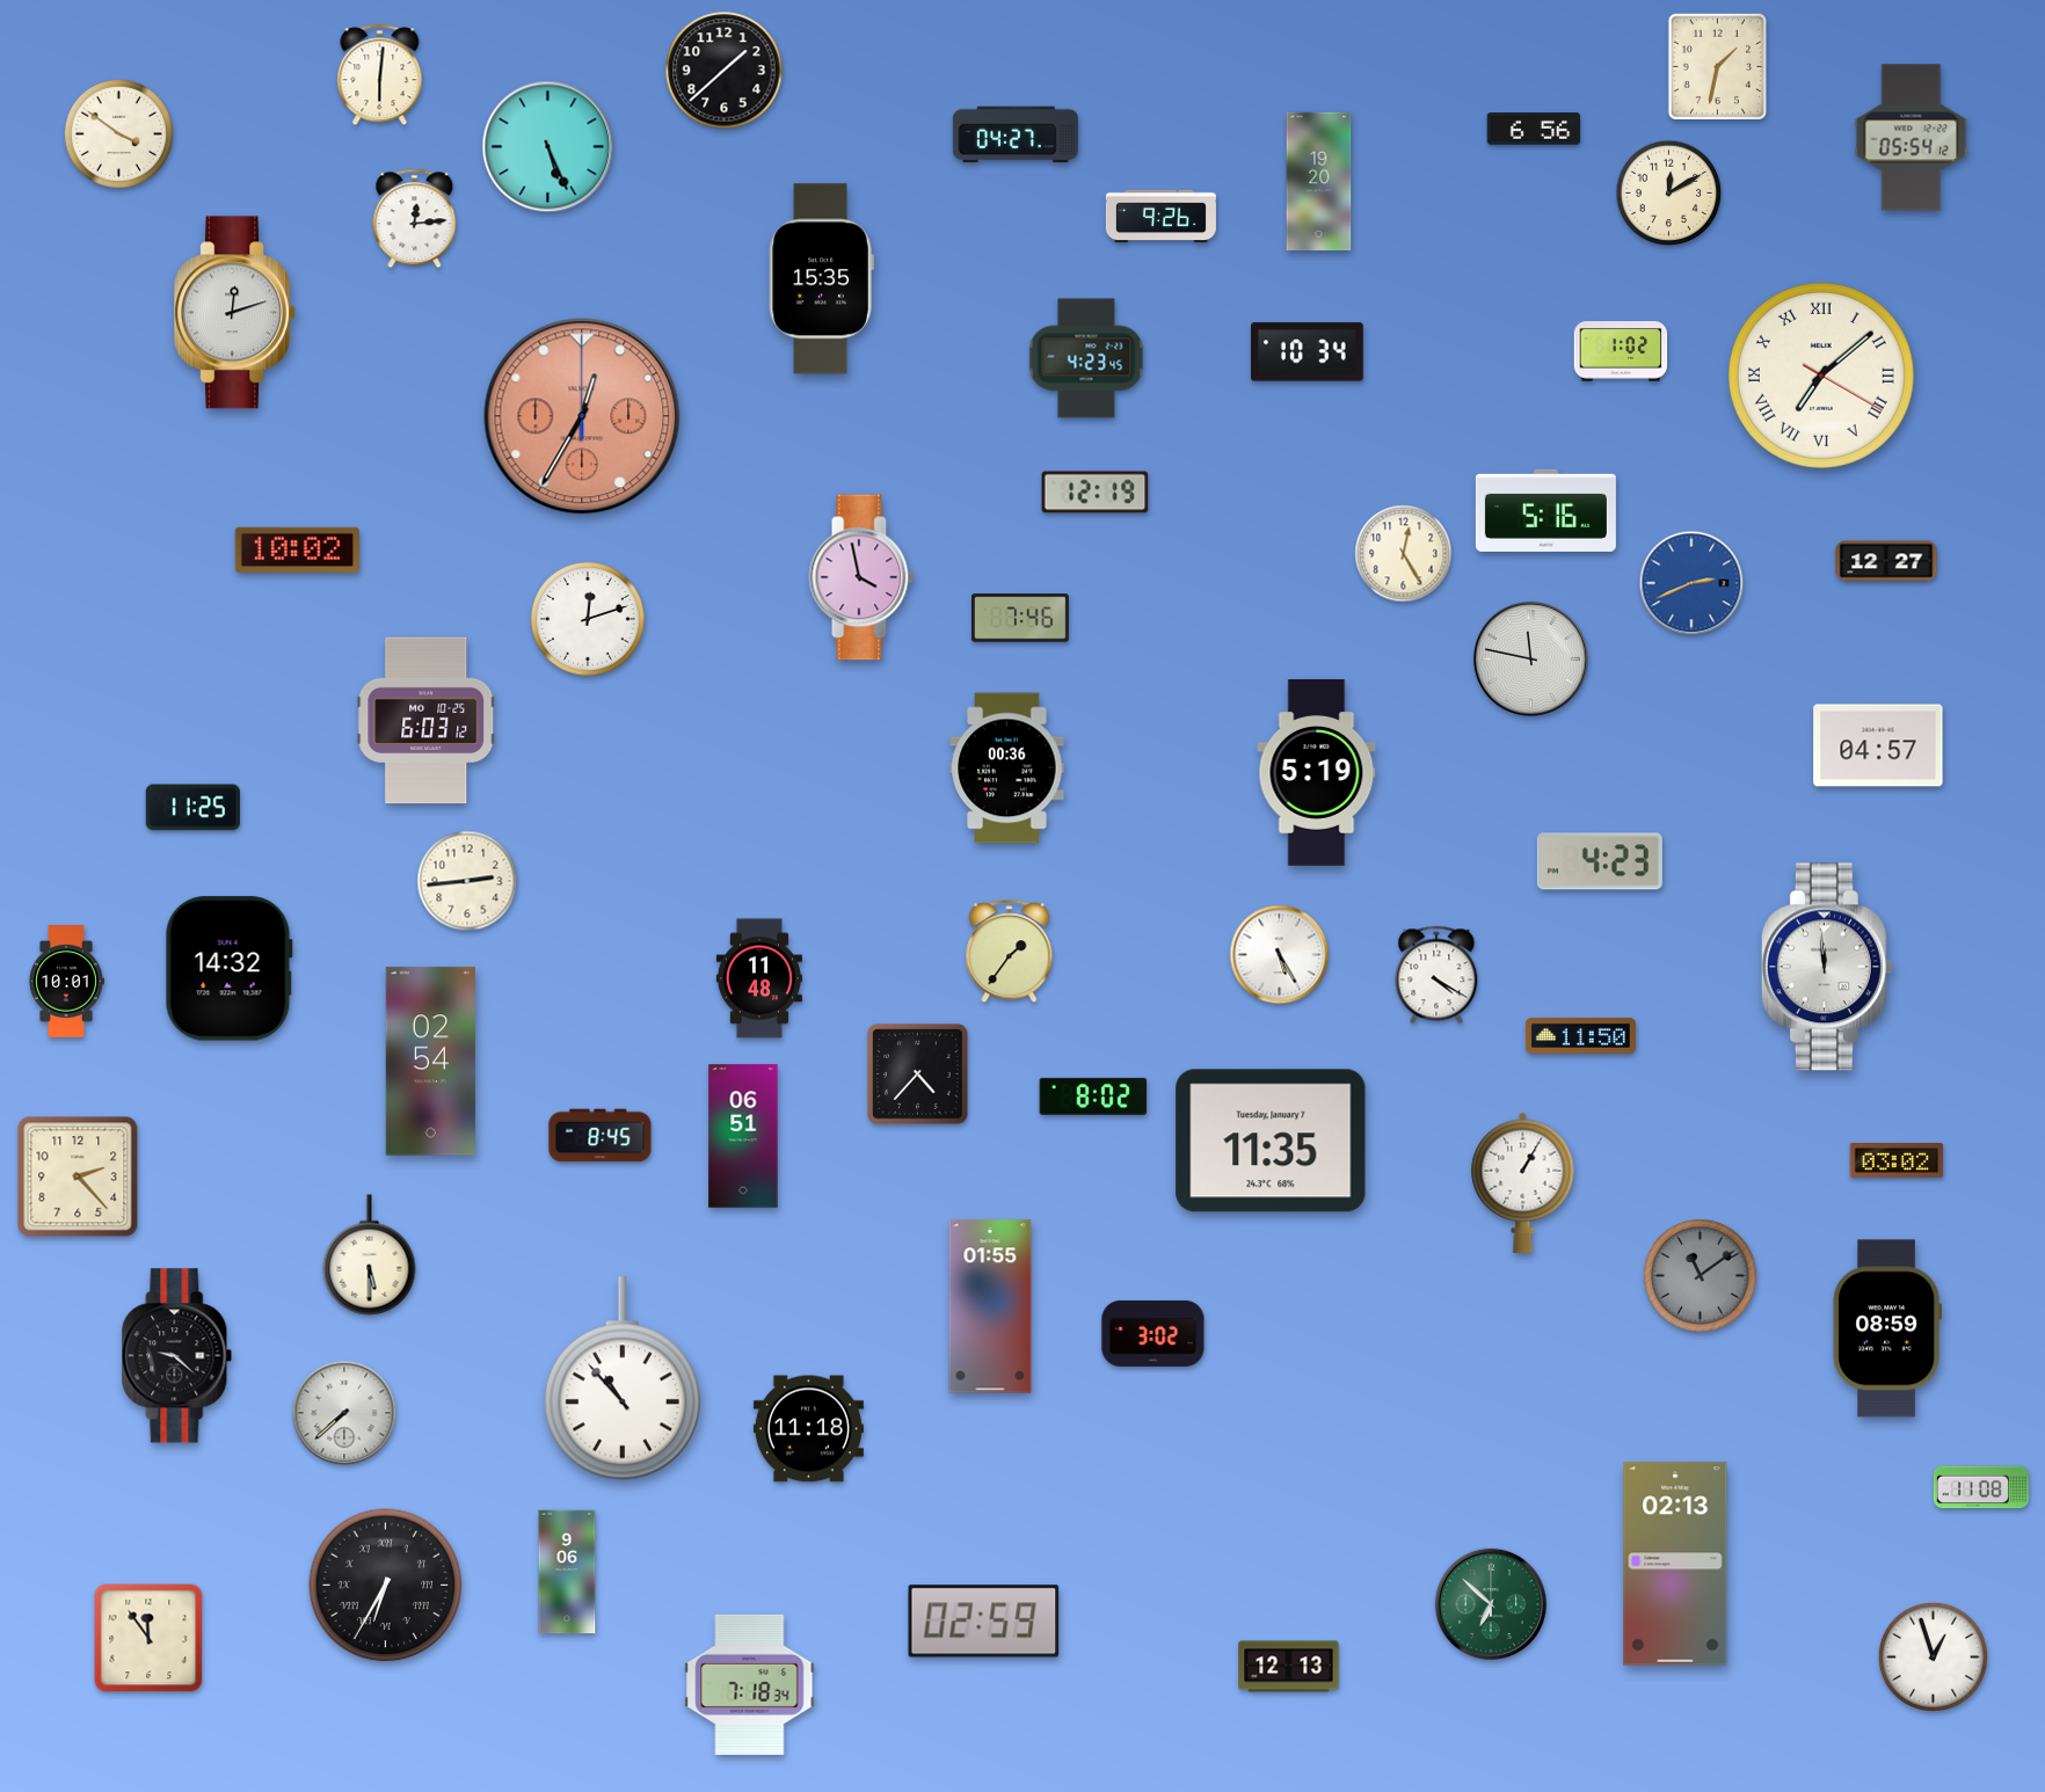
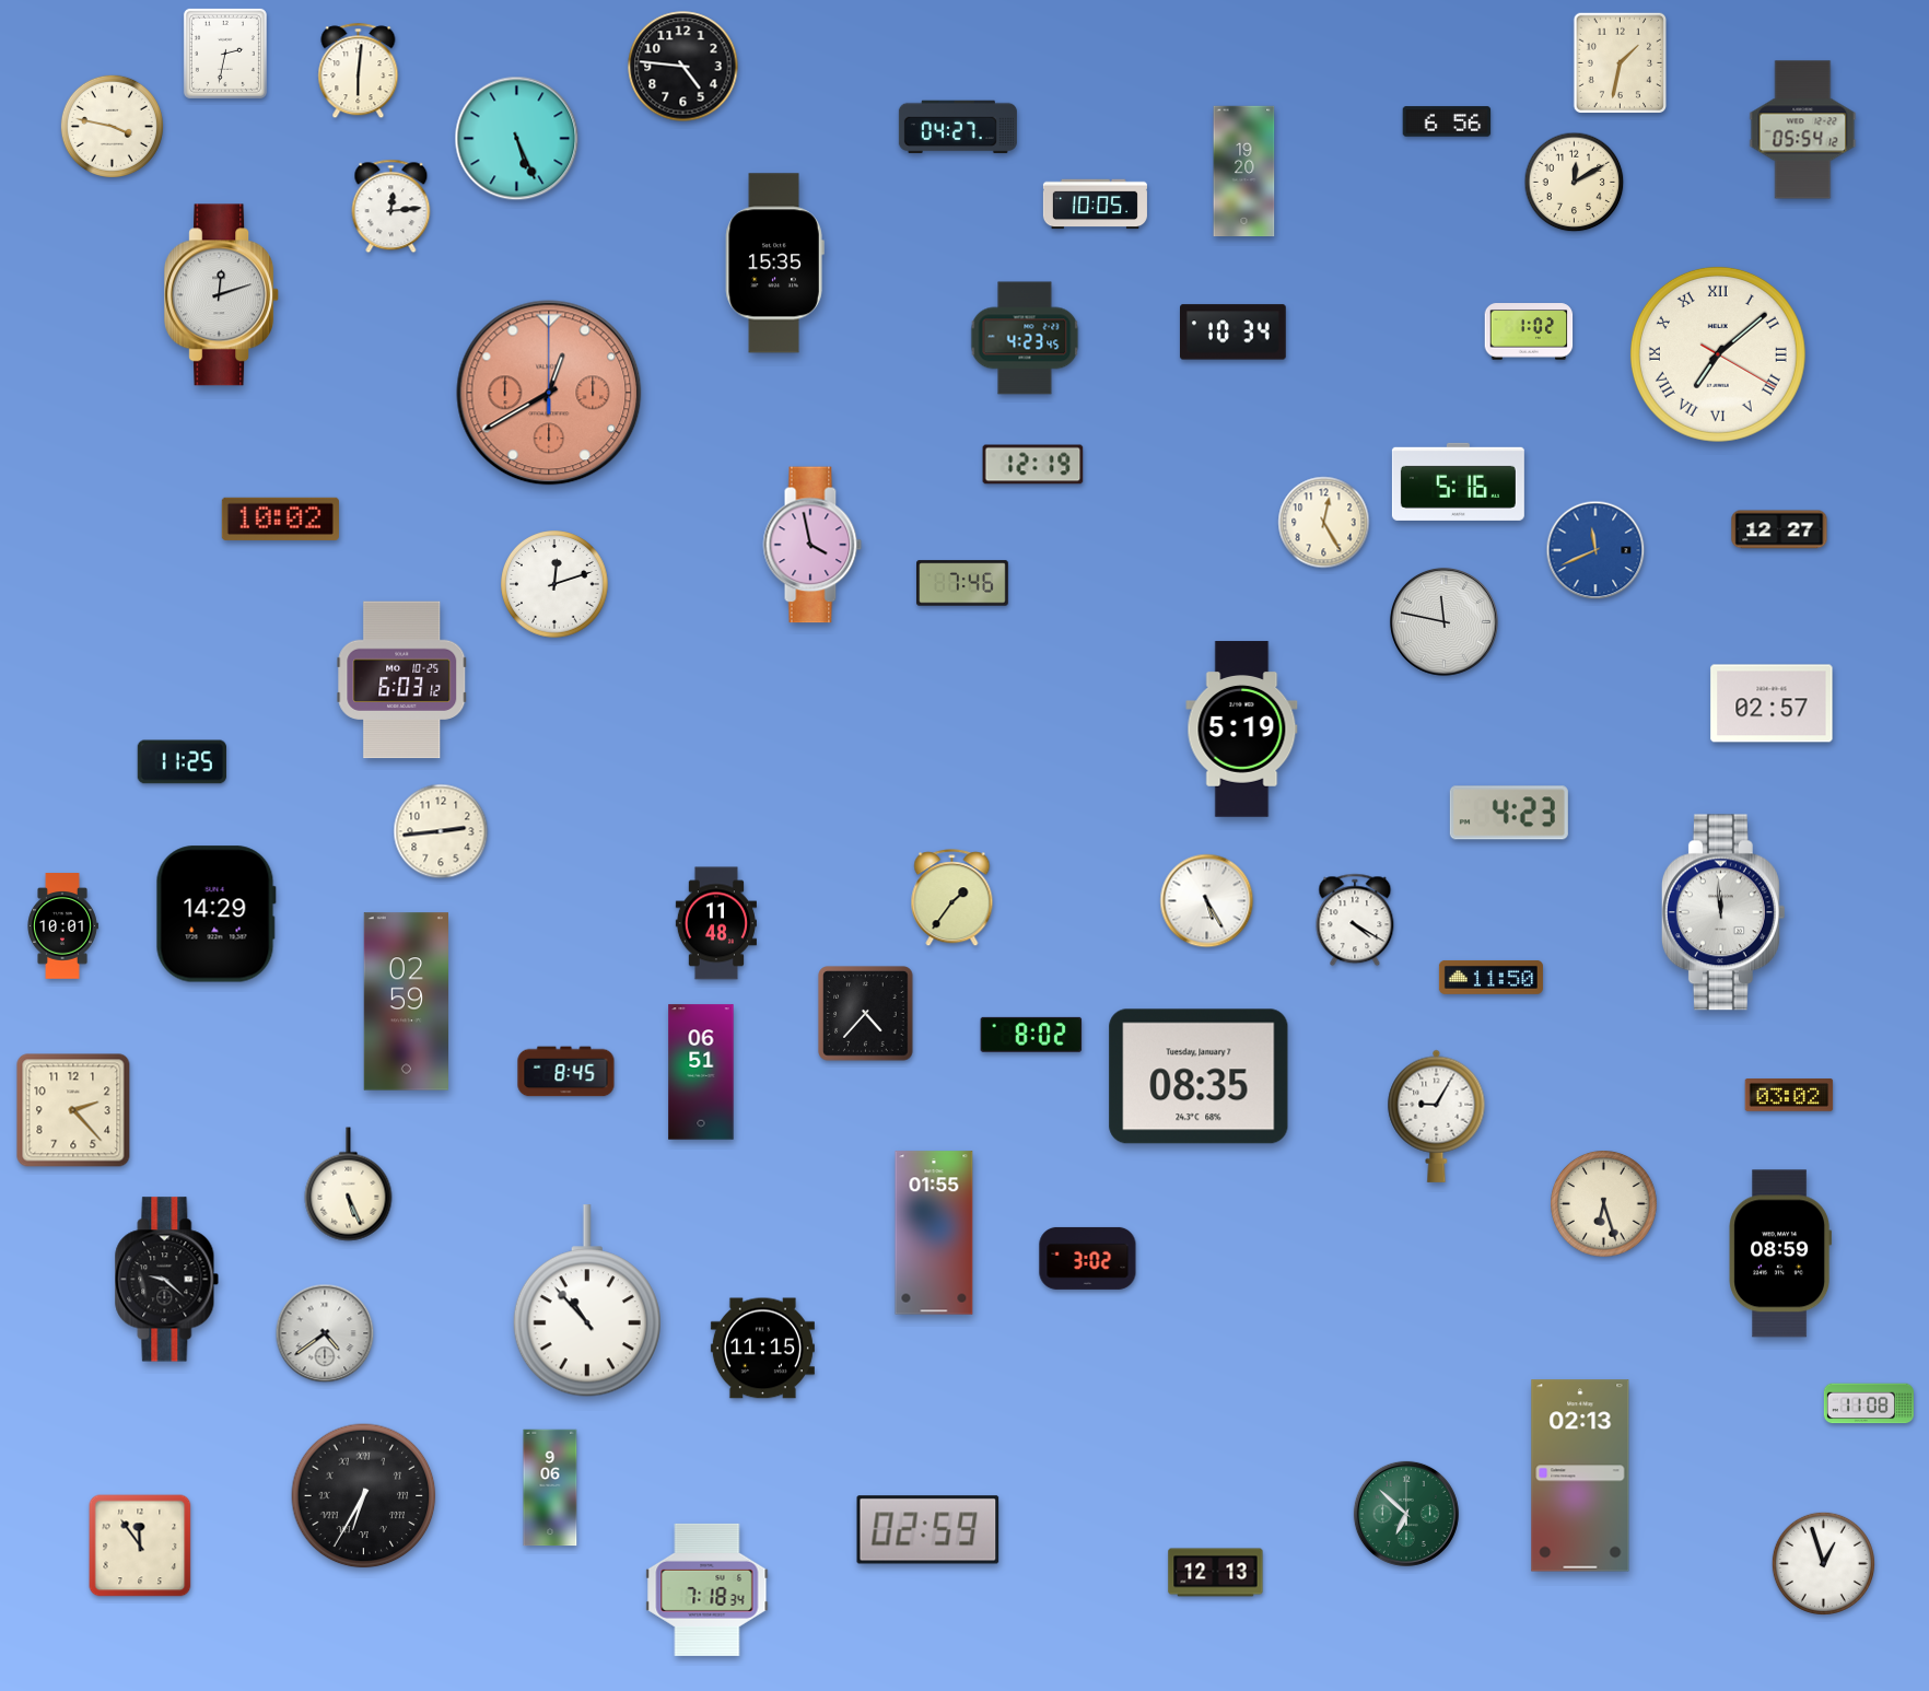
clock at (225, 54): none -> 2:32
clock at (725, 71): 1:38 -> 4:46
clock at (118, 133): 3:51 -> 3:47
clock at (1160, 217): 9:26 -> 10:05
clock at (582, 416): 12:35 -> 12:40
clock at (1691, 583): 2:41 -> 11:41
clock at (1878, 745): 04:57 -> 02:57
clock at (1007, 768): 00:36 -> none
clock at (228, 969): 14:32 -> 14:29
clock at (430, 1062): 02:54 -> 02:59
clock at (1271, 1141): 11:35 -> 08:35
clock at (1523, 1182): 1:05 -> 9:05
clock at (370, 1255): 5:30 -> 5:26
clock at (1701, 1276): 11:09 -> 6:27
clock at (1701, 1276) dial: grey -> cream
clock at (344, 1413): 7:38 -> 4:39
clock at (808, 1429): 11:18 -> 11:15
clock at (567, 1572) position: (567, 1572) -> (550, 1488)
